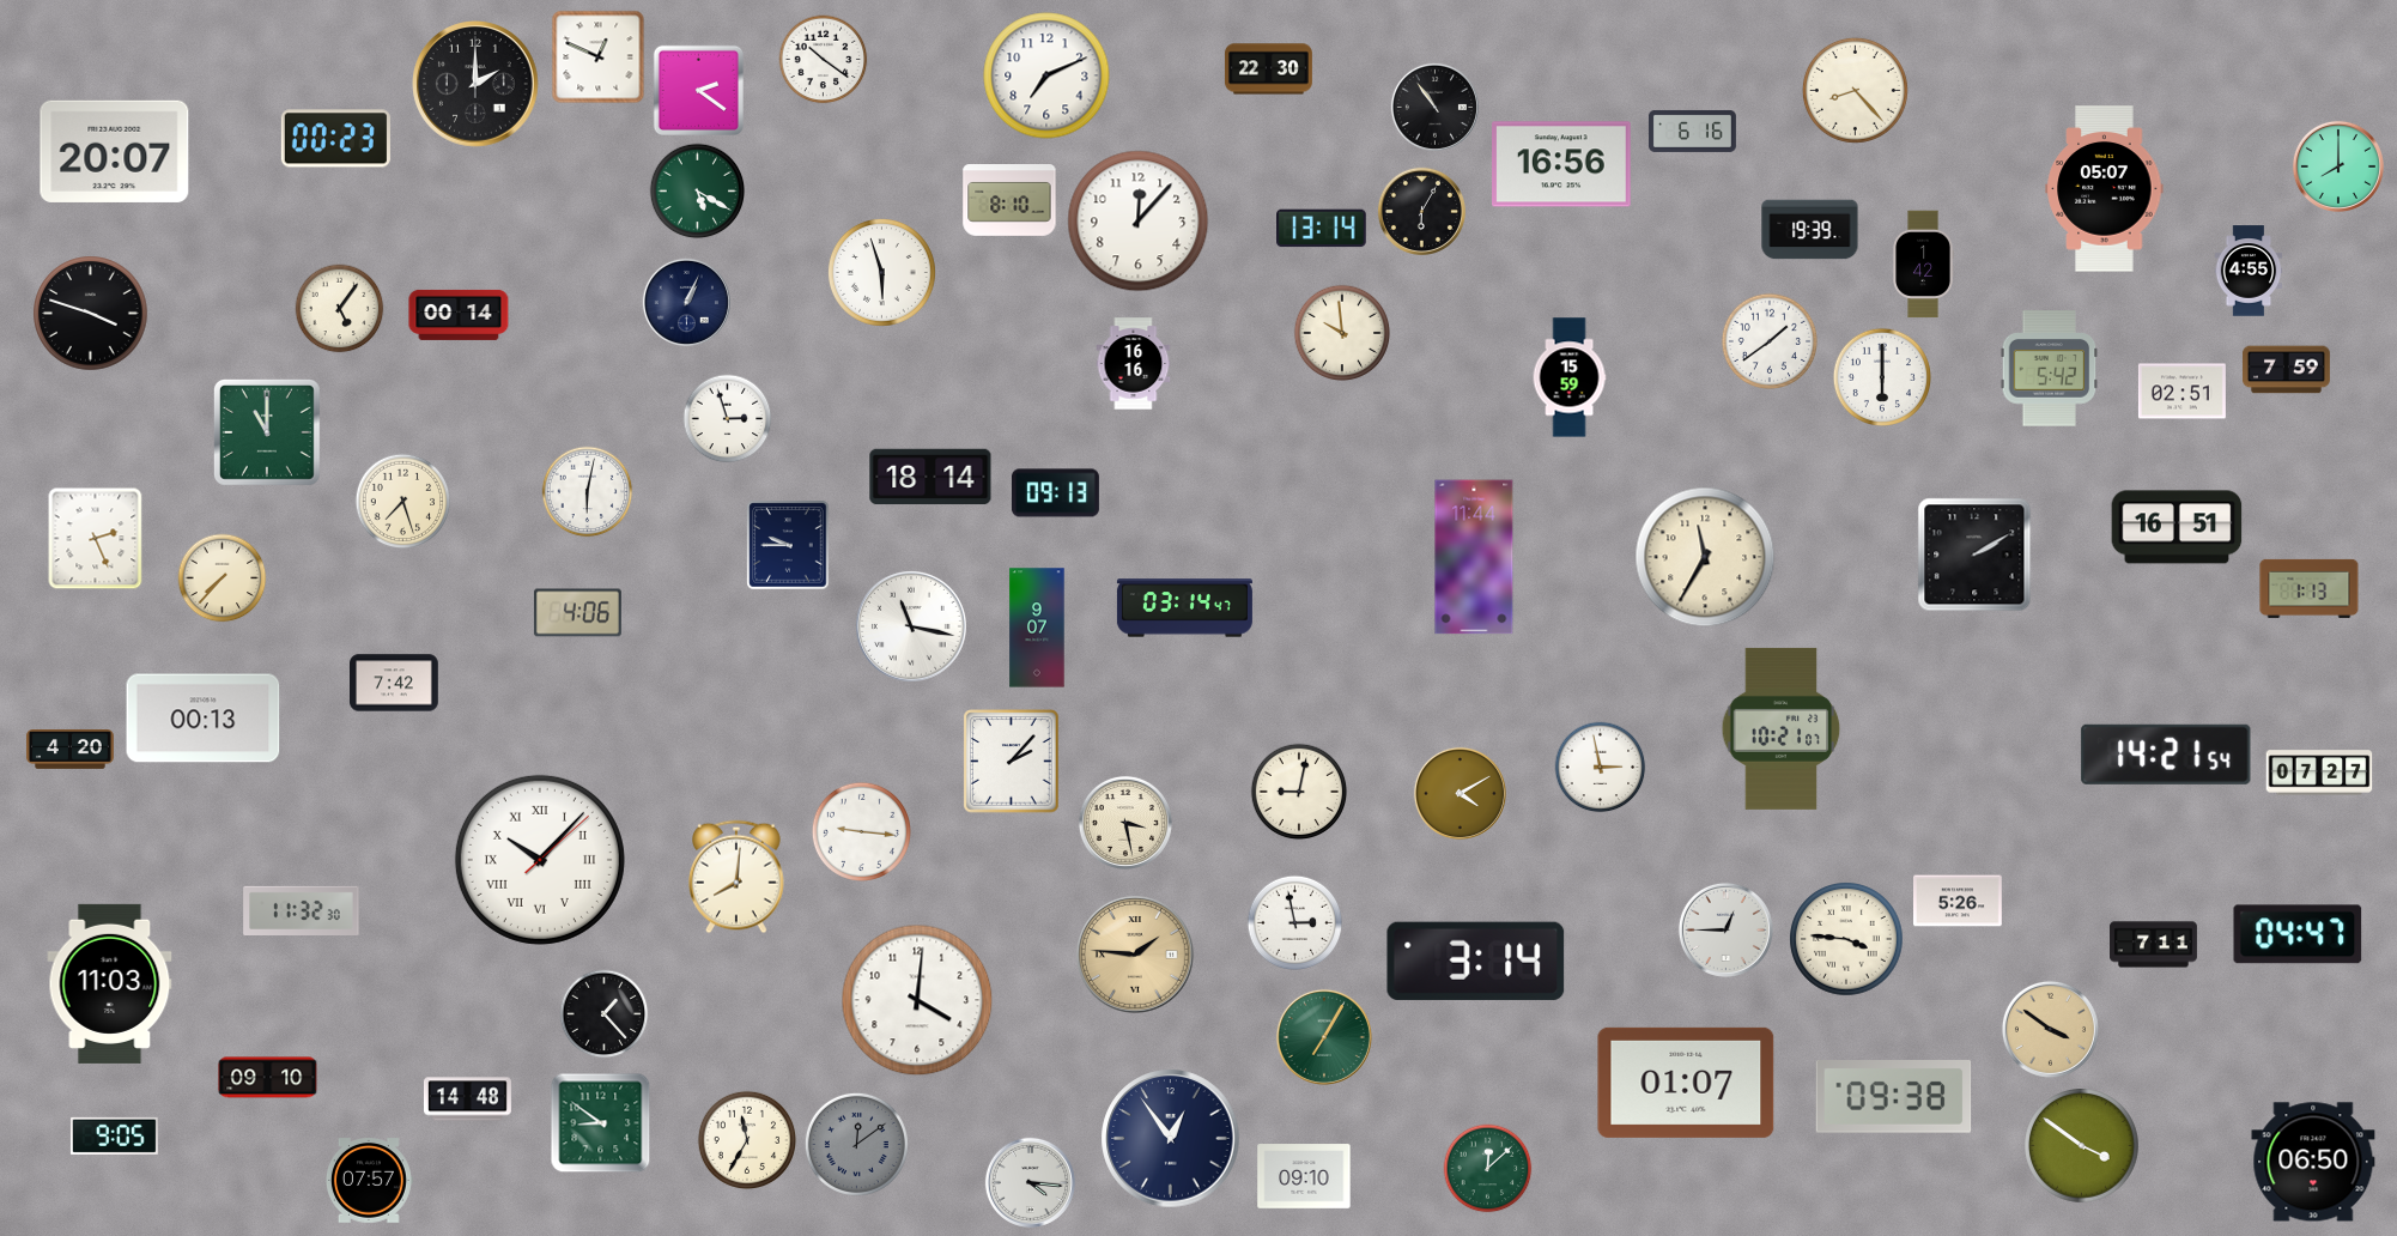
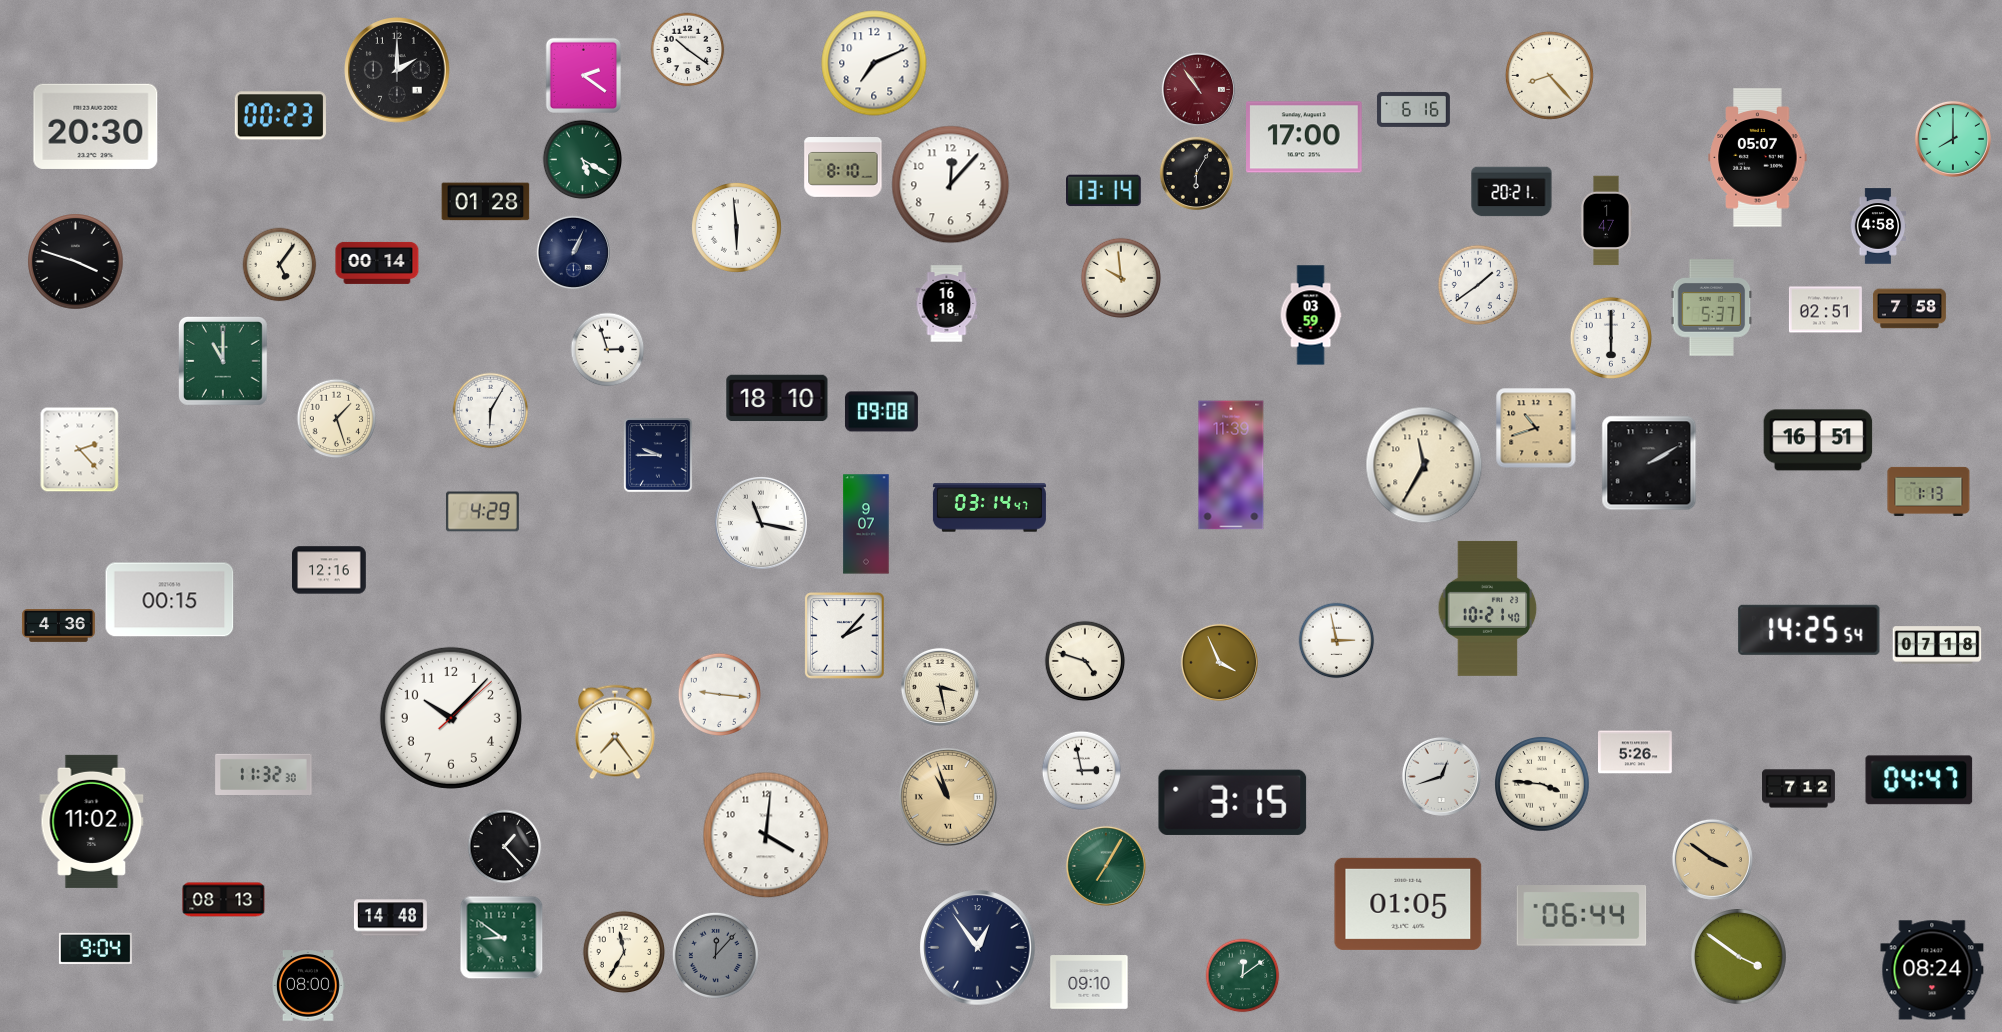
clock at (599, 57): 12:49 -> none
clock at (1268, 69): 22:30 -> none
clock at (1434, 107) dial: black -> burgundy
clock at (115, 151): 20:07 -> 20:30
clock at (1562, 164): 16:56 -> 17:00
clock at (1421, 211) position: (1421, 211) -> (1196, 173)
clock at (1810, 230): 19:39 -> 20:21
clock at (486, 202): none -> 01:28
clock at (1923, 265): 1:42 -> 1:47
clock at (2249, 271): 4:55 -> 4:58
clock at (881, 272): 5:57 -> 5:59
clock at (340, 309) position: (340, 309) -> (280, 265)
clock at (459, 315) position: (459, 315) -> (377, 263)
clock at (1134, 364): 16:16 -> 16:18
clock at (2050, 369): 5:42 -> 5:37
clock at (2286, 370): 7:59 -> 7:58
clock at (1881, 376) position: (1881, 376) -> (1610, 337)
clock at (1570, 377): 15:59 -> 03:59
clock at (2181, 392) position: (2181, 392) -> (1825, 310)
clock at (930, 477): 18:14 -> 18:10
clock at (588, 492): 6:02 -> 6:05
clock at (1055, 493): 09:13 -> 09:08
clock at (403, 502): 7:27 -> 1:27
clock at (1536, 428): none -> 10:42
clock at (96, 539): 2:26 -> 2:23
clock at (1474, 557): 11:44 -> 11:39
clock at (223, 578): 7:37 -> none
clock at (577, 613): 4:06 -> 4:29
clock at (395, 683): 7:42 -> 12:16
clock at (204, 719): 00:13 -> 00:15
clock at (1782, 728): 10:21:07 -> 10:21:40
clock at (69, 750): 4:20 -> 4:36
clock at (2166, 755): 14:21 -> 14:25
clock at (2319, 772): 07:27 -> 07:18
clock at (1299, 792): 9:02 -> 4:48
clock at (1460, 793): 4:10 -> 3:56
clock at (540, 860) numerals: Roman -> Arabic
clock at (736, 877): 8:01 -> 7:24
clock at (302, 910) position: (302, 910) -> (264, 774)
clock at (1725, 929): 12:45 -> 12:42
clock at (2154, 945): 7:11 -> 7:12
clock at (1136, 956): 1:46 -> 10:57
clock at (1476, 961): 3:14 -> 3:15
clock at (110, 983): 11:03 -> 11:02
clock at (268, 1078): 09:10 -> 08:13
clock at (1686, 1083): 01:07 -> 01:05
clock at (1894, 1097): 09:38 -> 06:44
clock at (114, 1135): 9:05 -> 9:04
clock at (1171, 1139) position: (1171, 1139) -> (978, 948)
clock at (856, 1144): 12:09 -> 12:07
clock at (2313, 1162): 06:50 -> 08:24
clock at (1488, 1169): 12:08 -> 12:09
clock at (369, 1181): 07:57 -> 08:00
clock at (1030, 1182): 4:16 -> none
